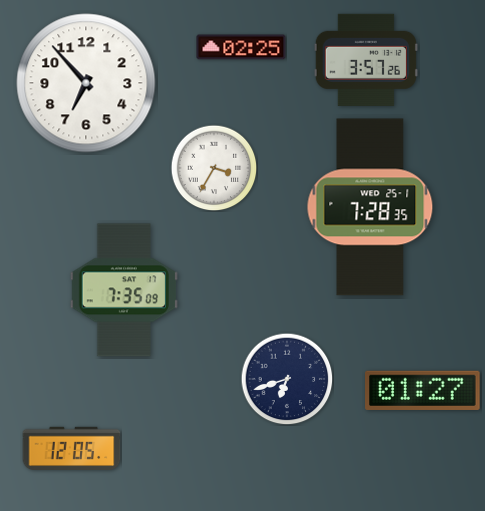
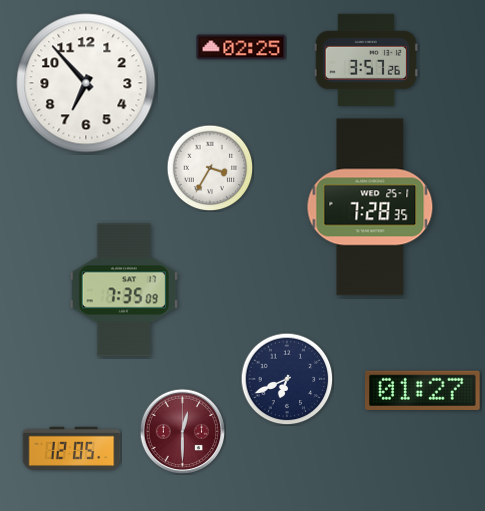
clock at (214, 168) position: (214, 168) -> (210, 168)
clock at (287, 379): 6:42 -> 6:41
clock at (182, 431): none -> 12:30
